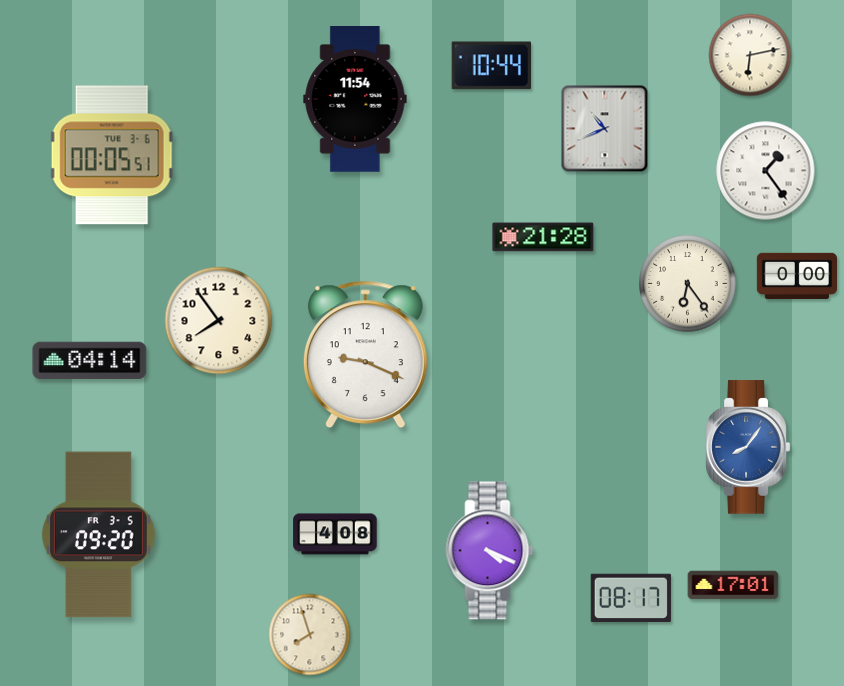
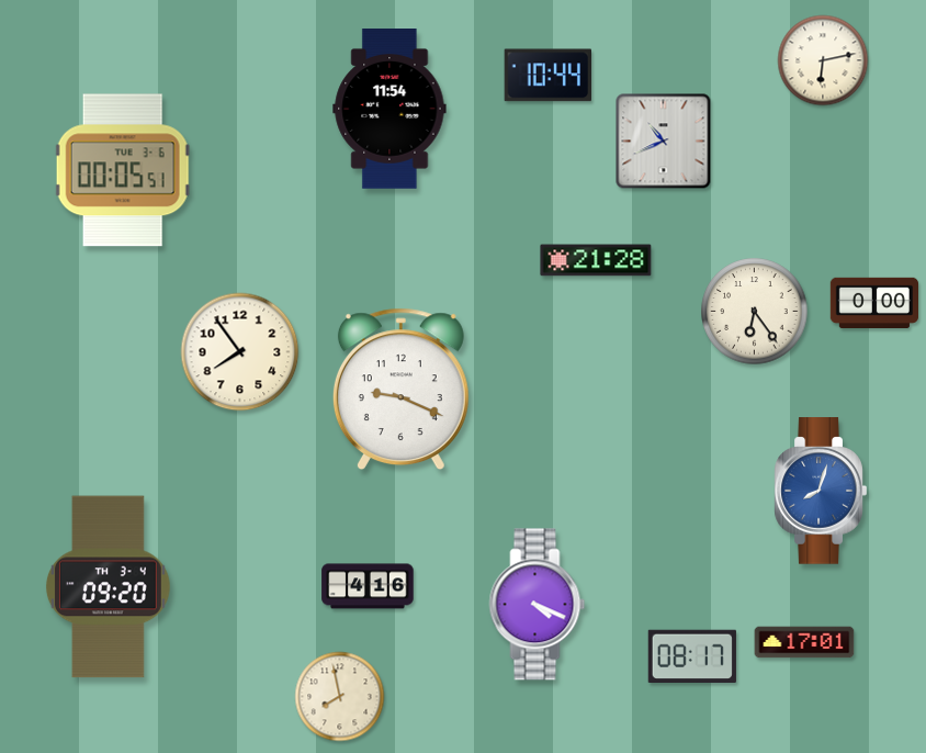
clock at (491, 66) position: (491, 66) -> (547, 76)
clock at (766, 171): 1:24 -> none
clock at (90, 361): 04:14 -> none
clock at (748, 447): 8:06 -> 8:03
clock at (335, 534): 4:08 -> 4:16
clock at (98, 535) date: FR 3-5 -> TH 3-4
clock at (310, 635): 7:57 -> 7:58
